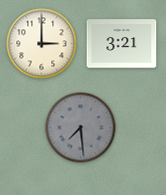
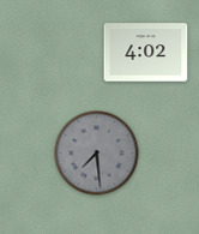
clock at (42, 44): 3:00 -> none
clock at (122, 44): 3:21 -> 4:02
